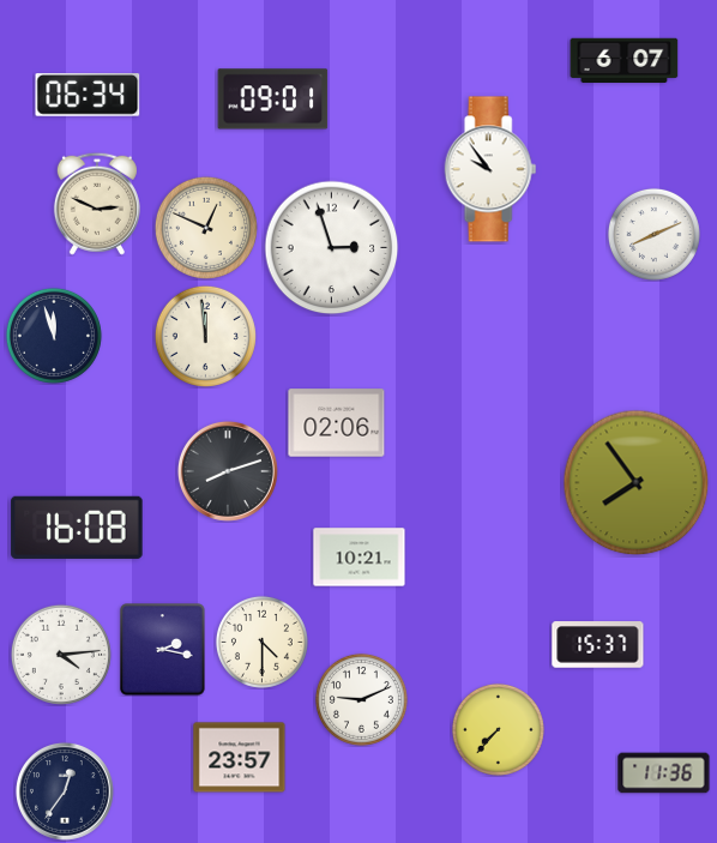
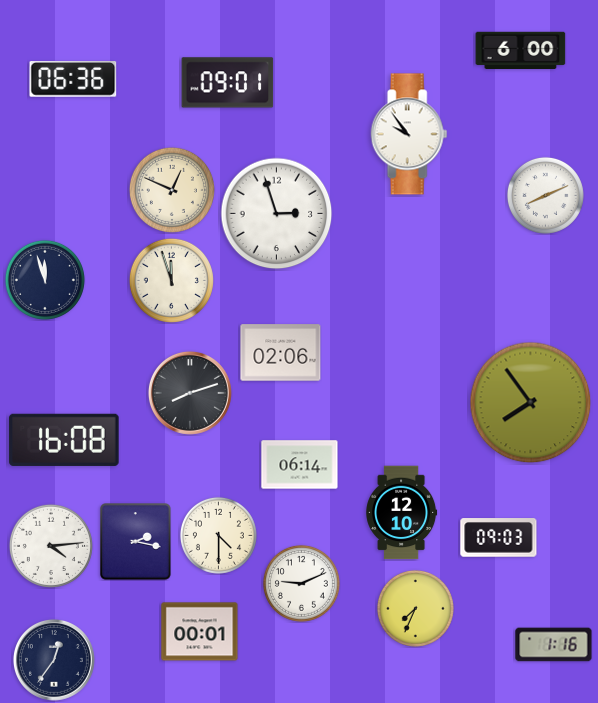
clock at (625, 60): 6:07 -> 6:00
clock at (88, 96): 06:34 -> 06:36
clock at (490, 169) position: (490, 169) -> (409, 134)
clock at (97, 204): 2:49 -> none
clock at (332, 248) position: (332, 248) -> (277, 214)
clock at (205, 336): 11:59 -> 11:57
clock at (360, 558): 10:21 -> 06:14
clock at (402, 513): none -> 12:10
clock at (598, 645): 15:37 -> 09:03
clock at (498, 729): 7:37 -> 7:34
clock at (240, 758): 23:57 -> 00:01
clock at (664, 773): 11:36 -> 1:16
